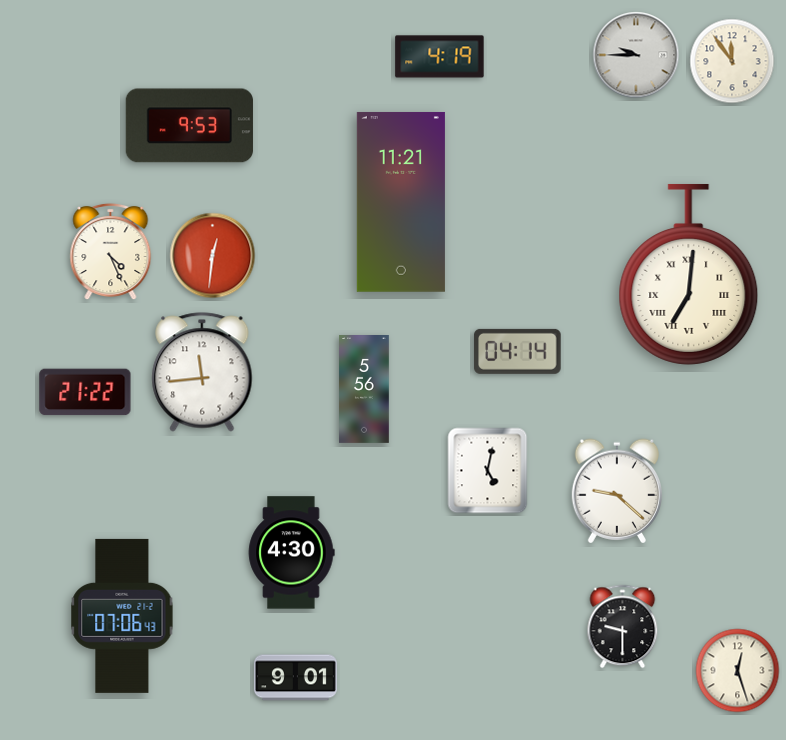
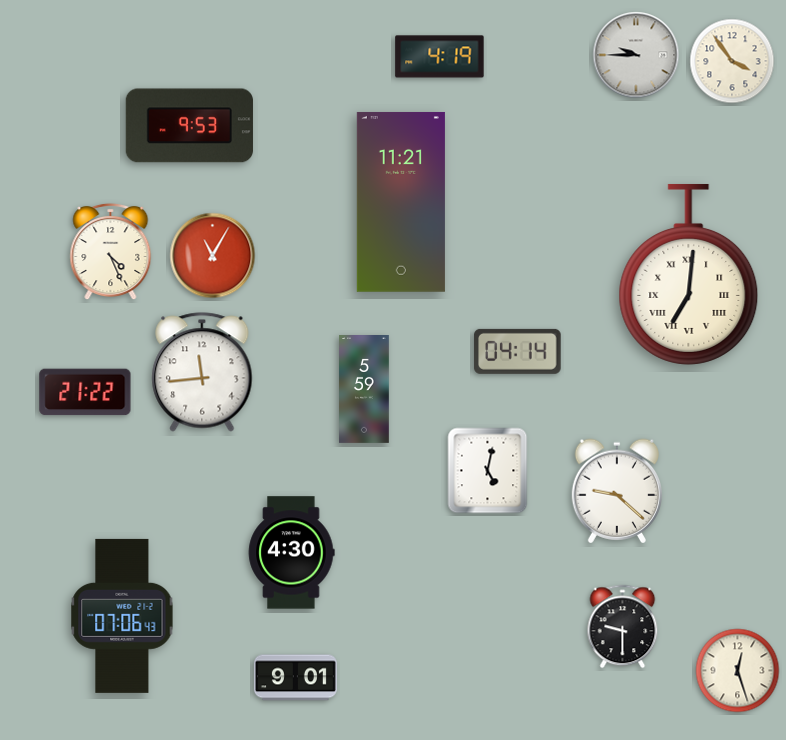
clock at (732, 61): 11:54 -> 3:54
clock at (213, 256): 12:31 -> 11:05
clock at (364, 390): 5:56 -> 5:59
